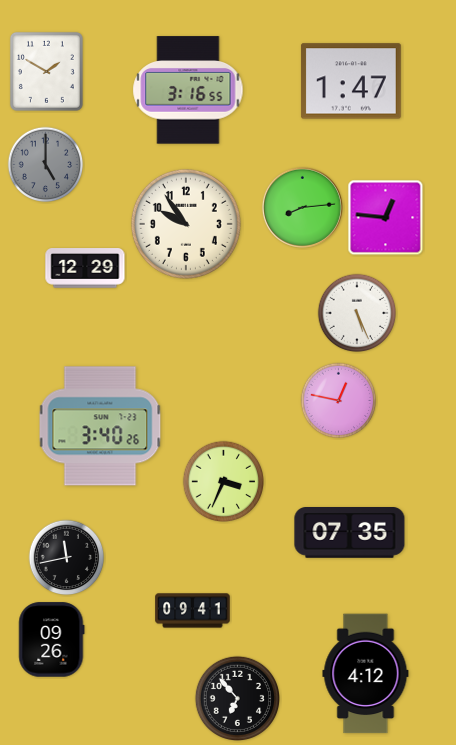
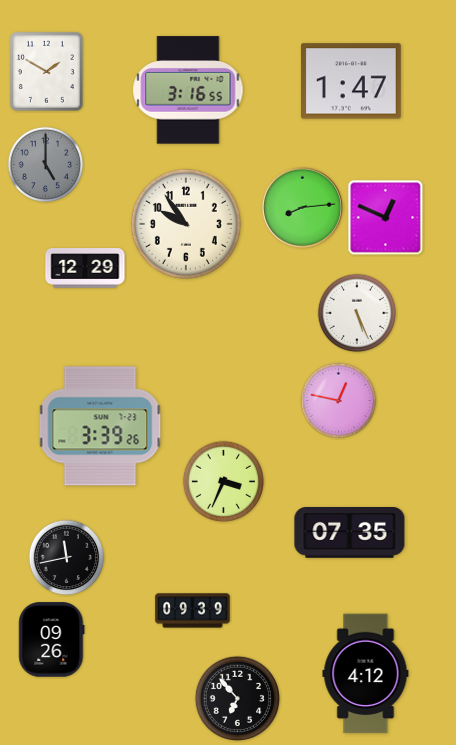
clock at (386, 218): 12:46 -> 12:49
clock at (100, 426): 3:40 -> 3:39
clock at (193, 611): 09:41 -> 09:39
